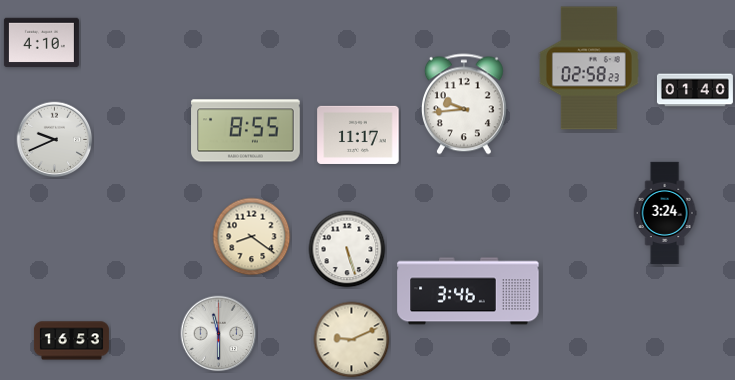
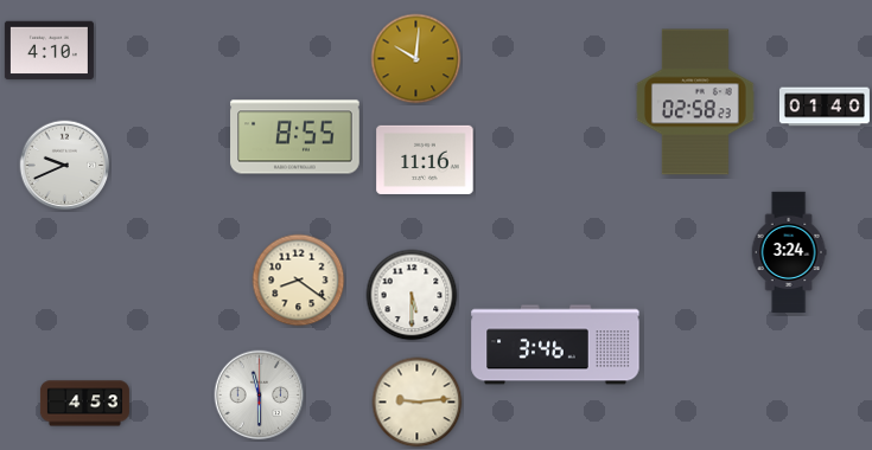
clock at (416, 59): none -> 10:01
clock at (589, 68) position: (589, 68) -> (695, 102)
clock at (464, 104): 9:44 -> none
clock at (246, 131) position: (246, 131) -> (295, 137)
clock at (358, 135): 11:17 -> 11:16
clock at (347, 249): 5:27 -> 5:30
clock at (352, 340): 9:11 -> 9:14
clock at (71, 341): 16:53 -> 4:53
